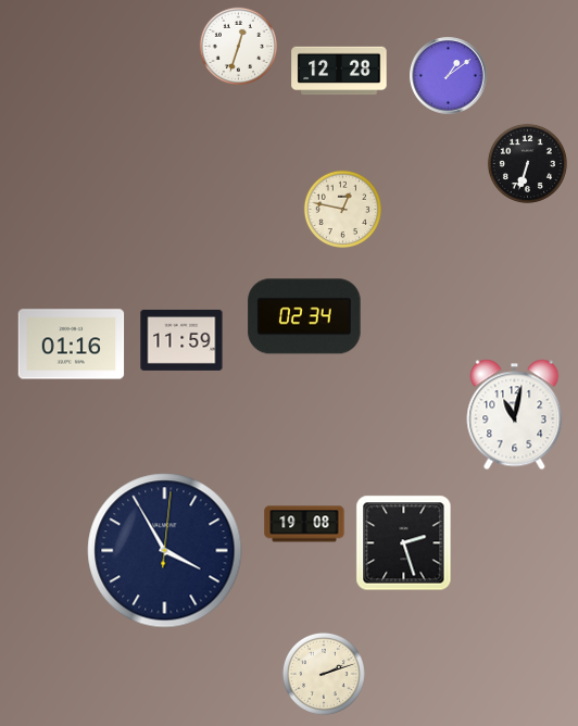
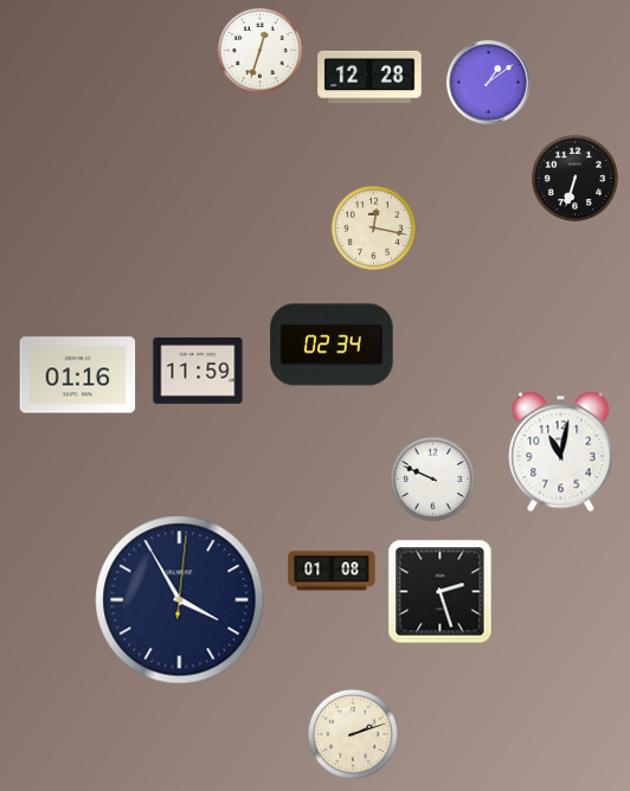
clock at (343, 210): 12:47 -> 12:17
clock at (433, 480): none -> 9:49
clock at (304, 524): 19:08 -> 01:08
